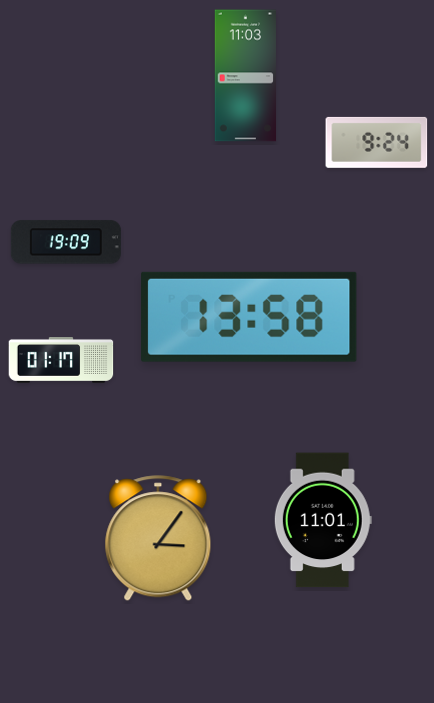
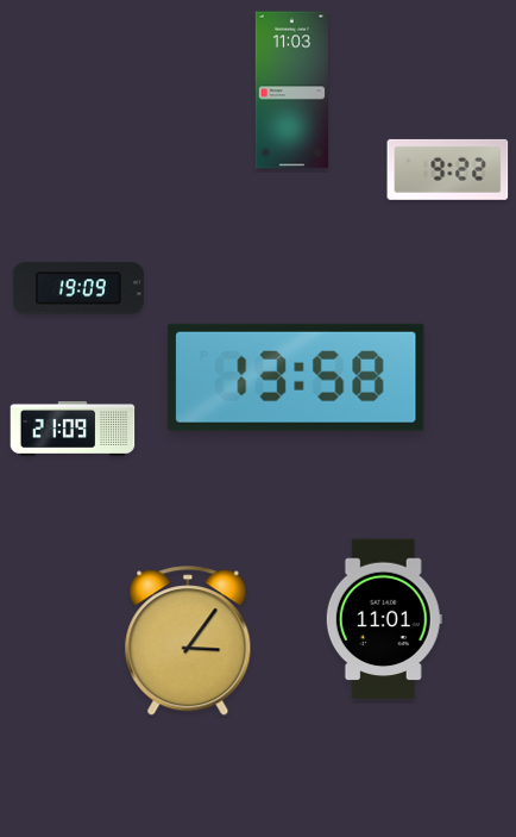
clock at (377, 142): 9:24 -> 9:22
clock at (61, 361): 01:17 -> 21:09
